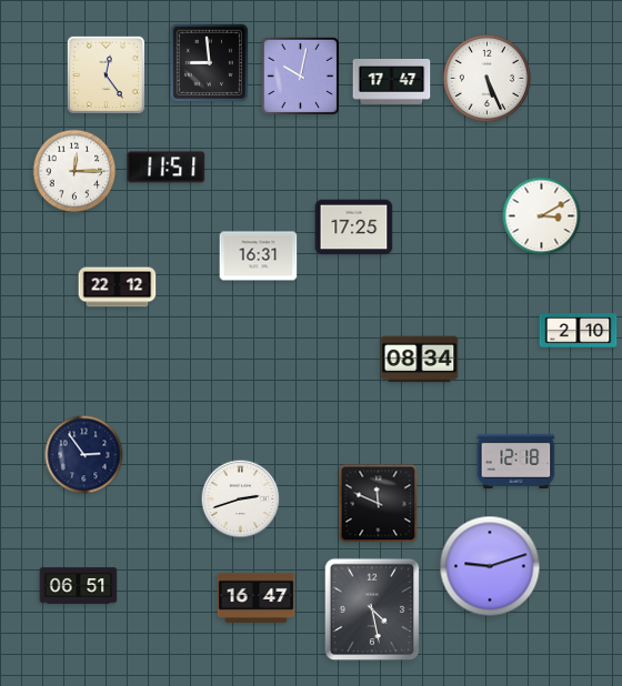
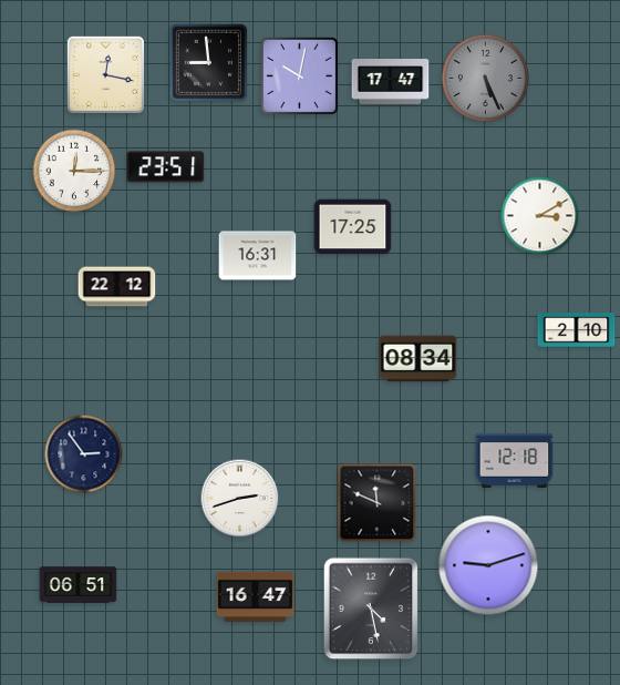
clock at (106, 74): 12:24 -> 12:17
clock at (486, 78) dial: white -> grey
clock at (167, 168): 11:51 -> 23:51
